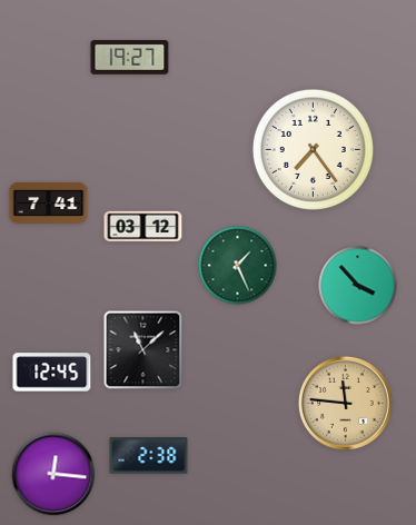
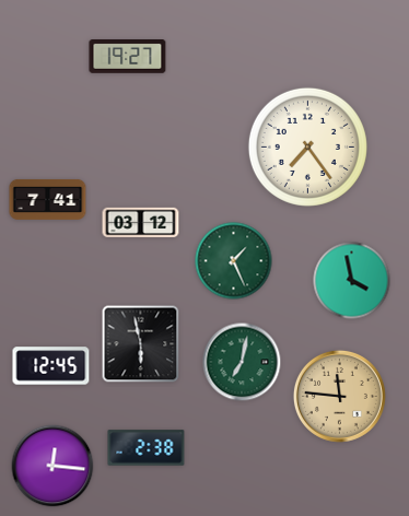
clock at (358, 286): 3:53 -> 3:58
clock at (143, 350): 11:08 -> 5:58
clock at (242, 362): none -> 7:02
